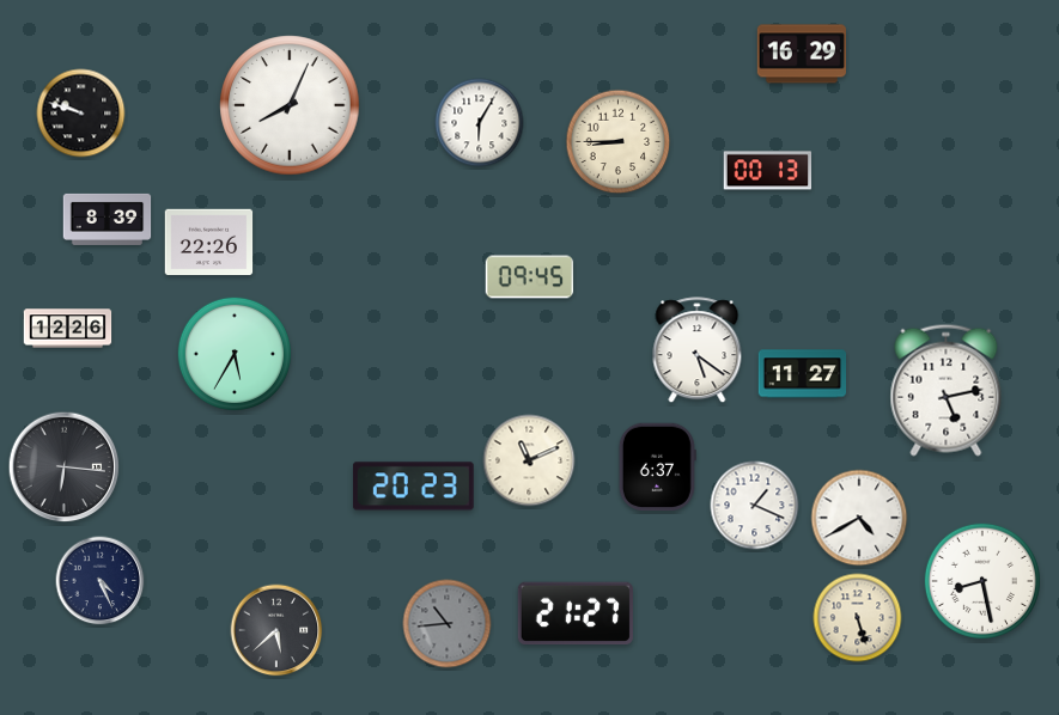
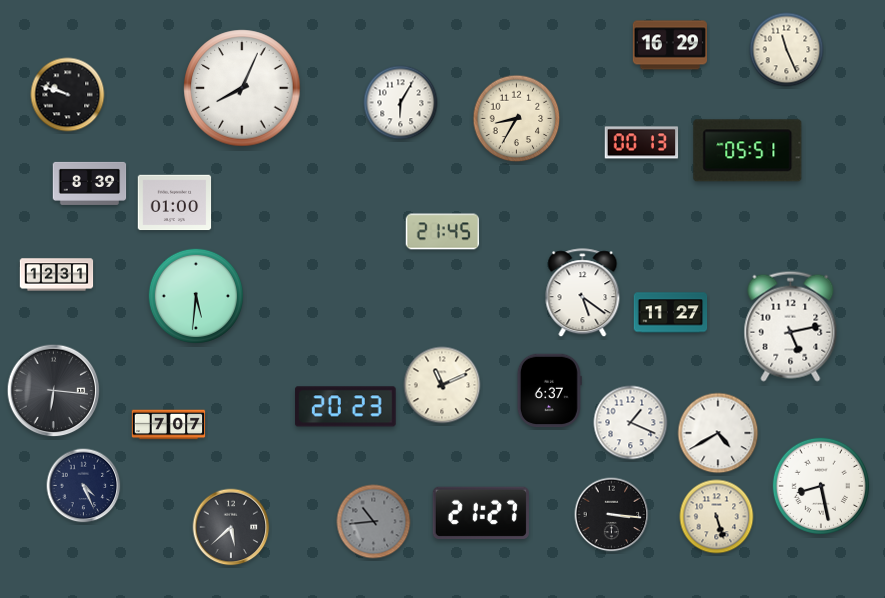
clock at (787, 50): none -> 11:26
clock at (619, 142): 8:45 -> 8:35
clock at (748, 151): none -> 05:51
clock at (209, 243): 22:26 -> 01:00
clock at (530, 277): 09:45 -> 21:45
clock at (68, 329): 12:26 -> 12:31
clock at (233, 353): 5:35 -> 5:31
clock at (169, 425): none -> 7:07
clock at (612, 515): none -> 3:16
